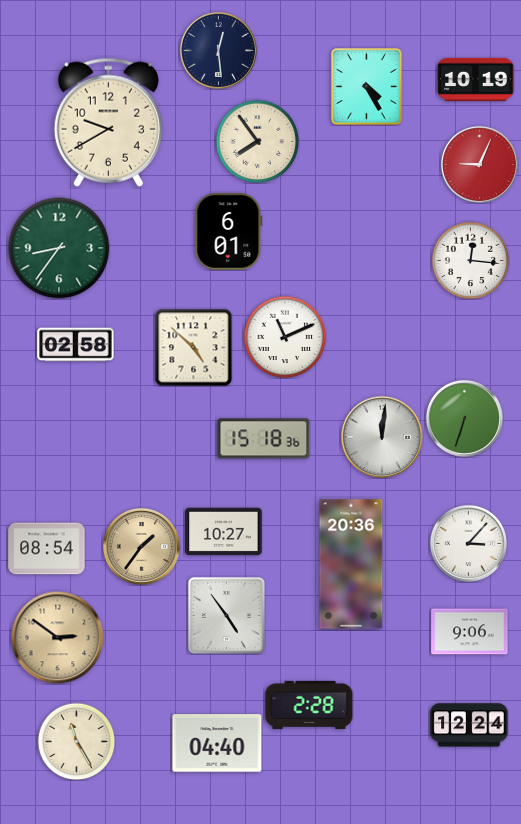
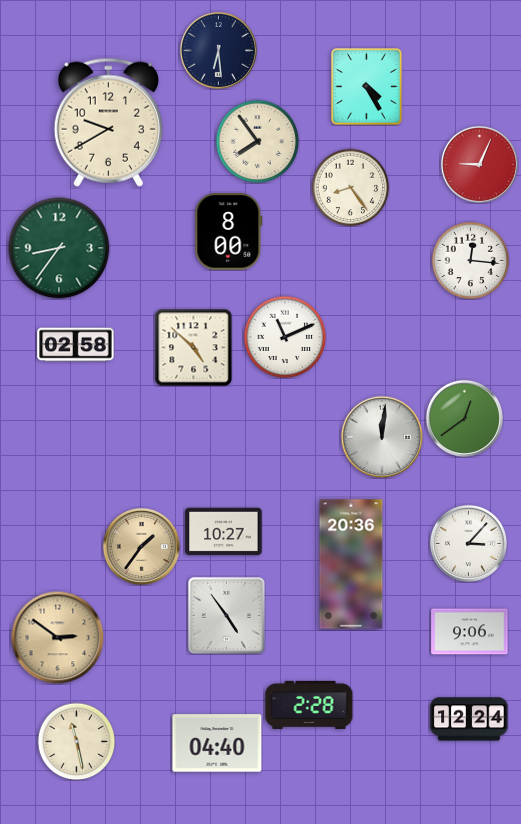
clock at (218, 50): 12:29 -> 6:29
clock at (476, 79): 10:19 -> none
clock at (350, 187): none -> 8:24
clock at (229, 232): 6:01 -> 8:00
clock at (464, 418): 6:33 -> 12:39
clock at (264, 439): 15:18 -> none
clock at (47, 549): 08:54 -> none
clock at (469, 725) position: (469, 725) -> (469, 719)
clock at (76, 741): 11:25 -> 11:28
